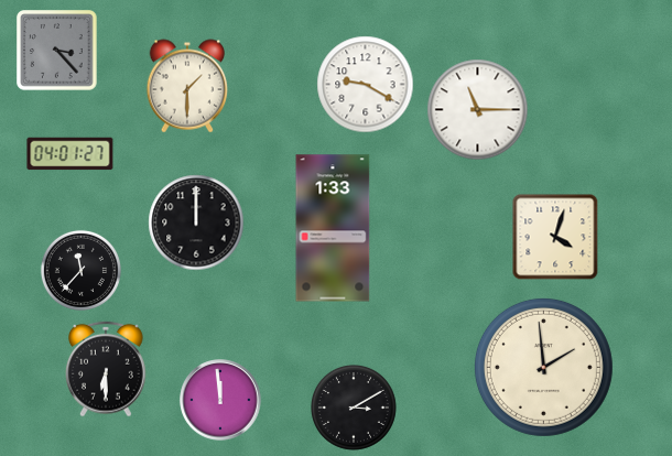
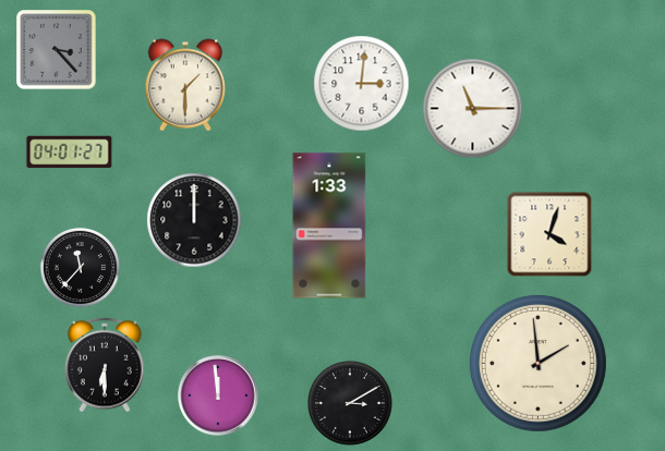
clock at (366, 85): 9:20 -> 3:01
